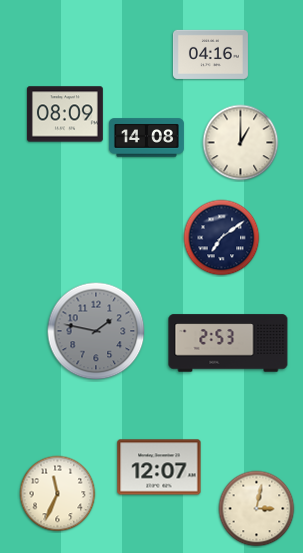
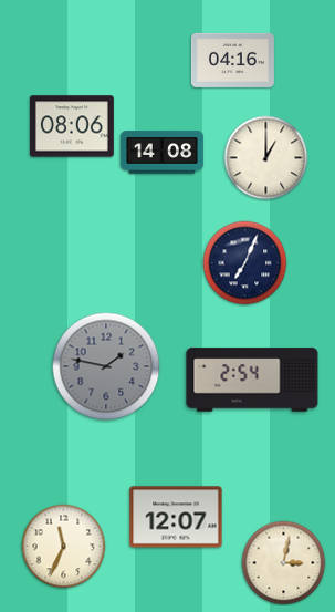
clock at (65, 114): 08:09 -> 08:06
clock at (222, 238): 7:09 -> 7:04
clock at (228, 343): 2:53 -> 2:54
